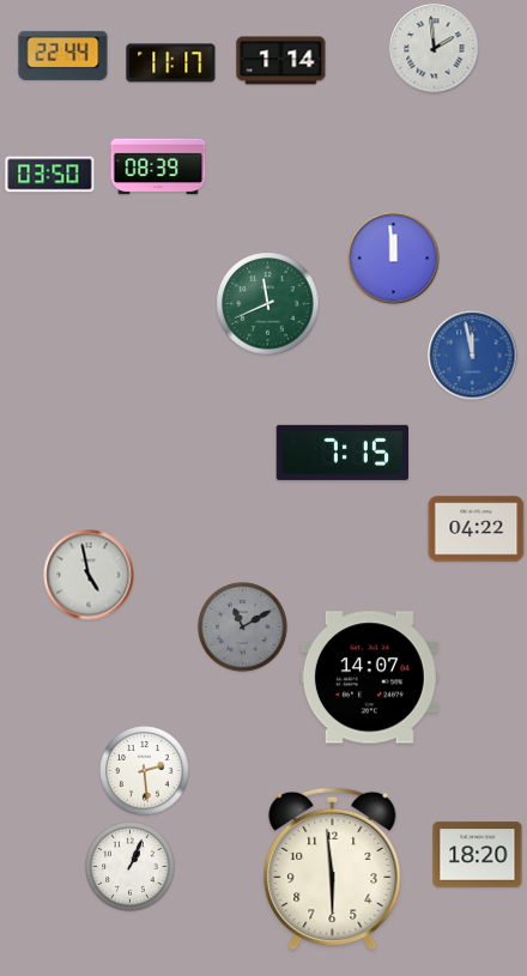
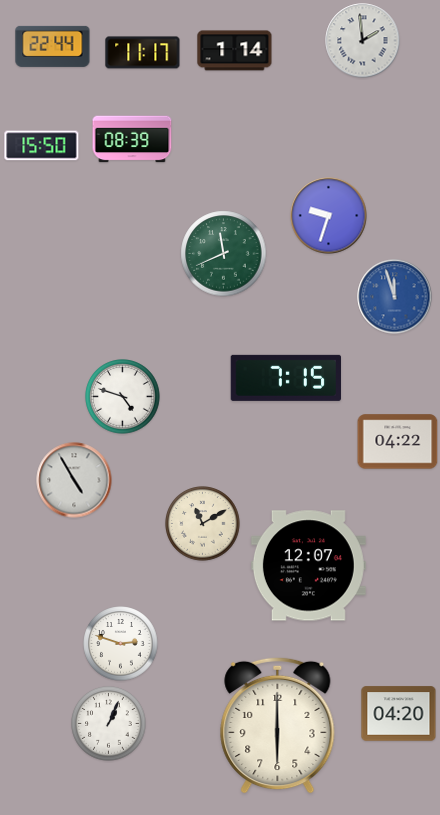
clock at (50, 175): 03:50 -> 15:50
clock at (394, 259): 11:59 -> 9:33
clock at (473, 356): 11:58 -> 11:57
clock at (123, 397): none -> 4:48
clock at (89, 575): 4:58 -> 4:55
clock at (243, 628) dial: grey -> cream
clock at (369, 678): 14:07 -> 12:07
clock at (145, 771): 2:29 -> 2:48
clock at (478, 855): 18:20 -> 04:20
clock at (333, 868): 5:59 -> 6:00
